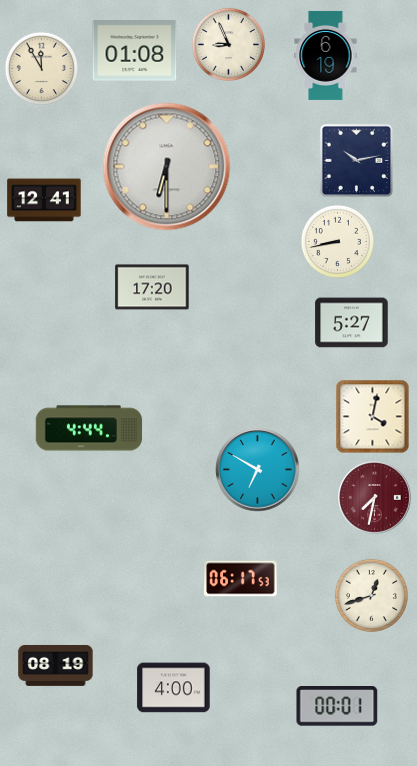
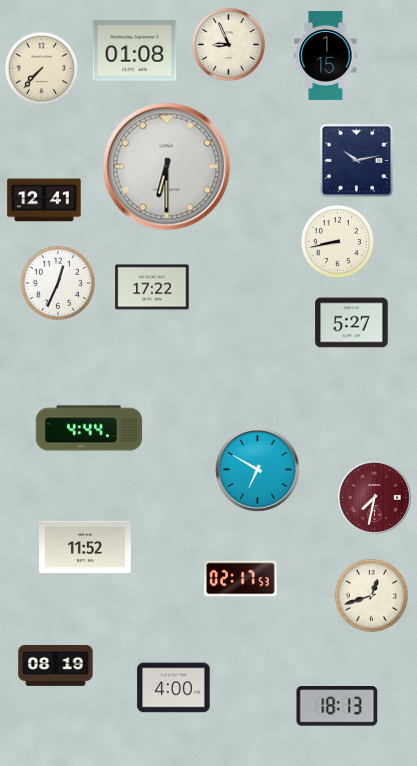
clock at (326, 55): 6:19 -> 1:15
clock at (41, 68): 11:55 -> 7:37
clock at (58, 283): none -> 12:34
clock at (152, 287): 17:20 -> 17:22
clock at (373, 417): 4:02 -> none
clock at (85, 547): none -> 11:52
clock at (241, 579): 06:17 -> 02:17
clock at (337, 706): 00:01 -> 18:13
